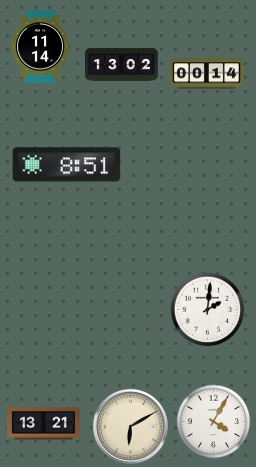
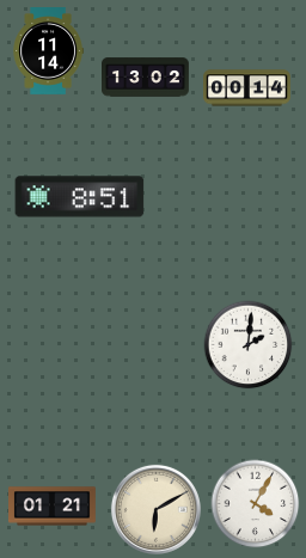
clock at (40, 47) position: (40, 47) -> (48, 51)
clock at (208, 310) position: (208, 310) -> (249, 345)
clock at (44, 424): 13:21 -> 01:21
